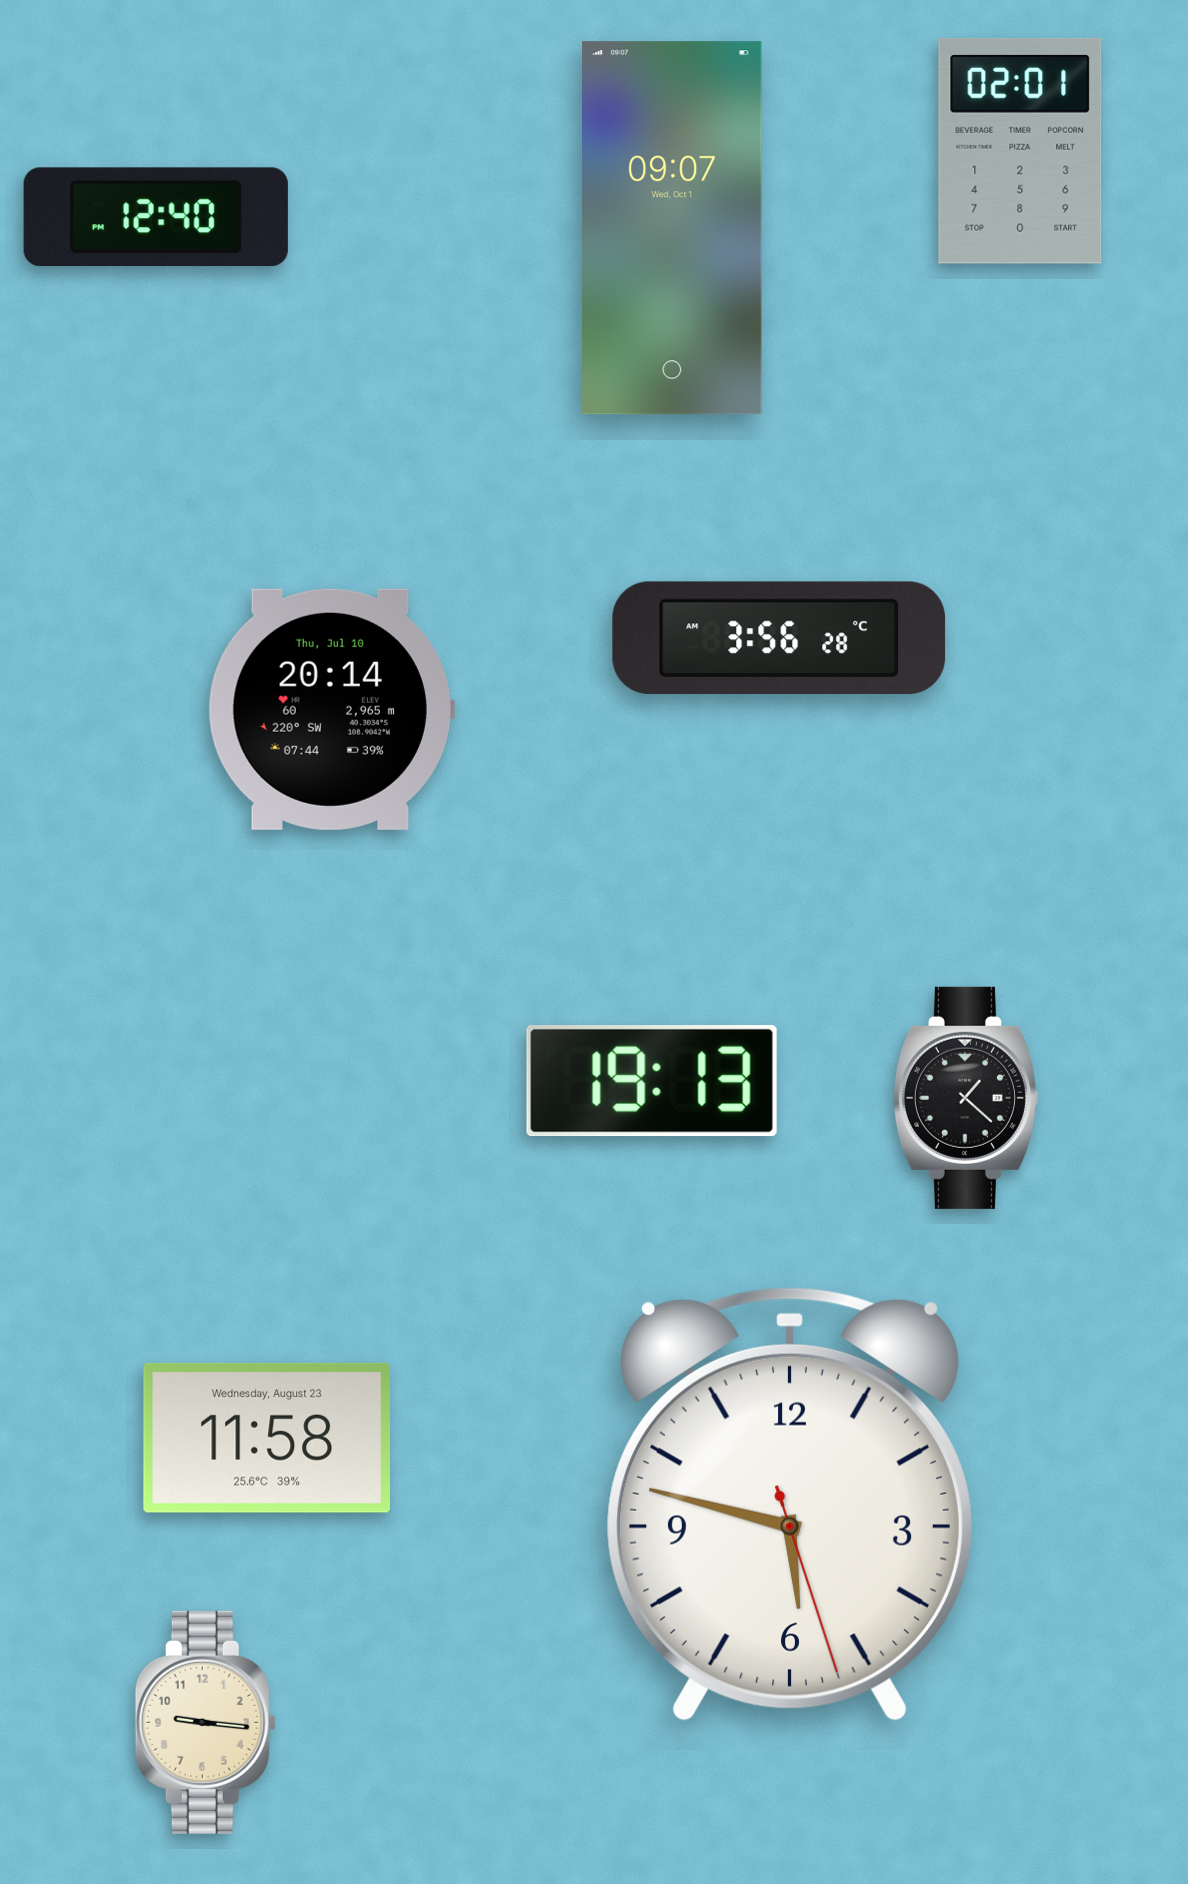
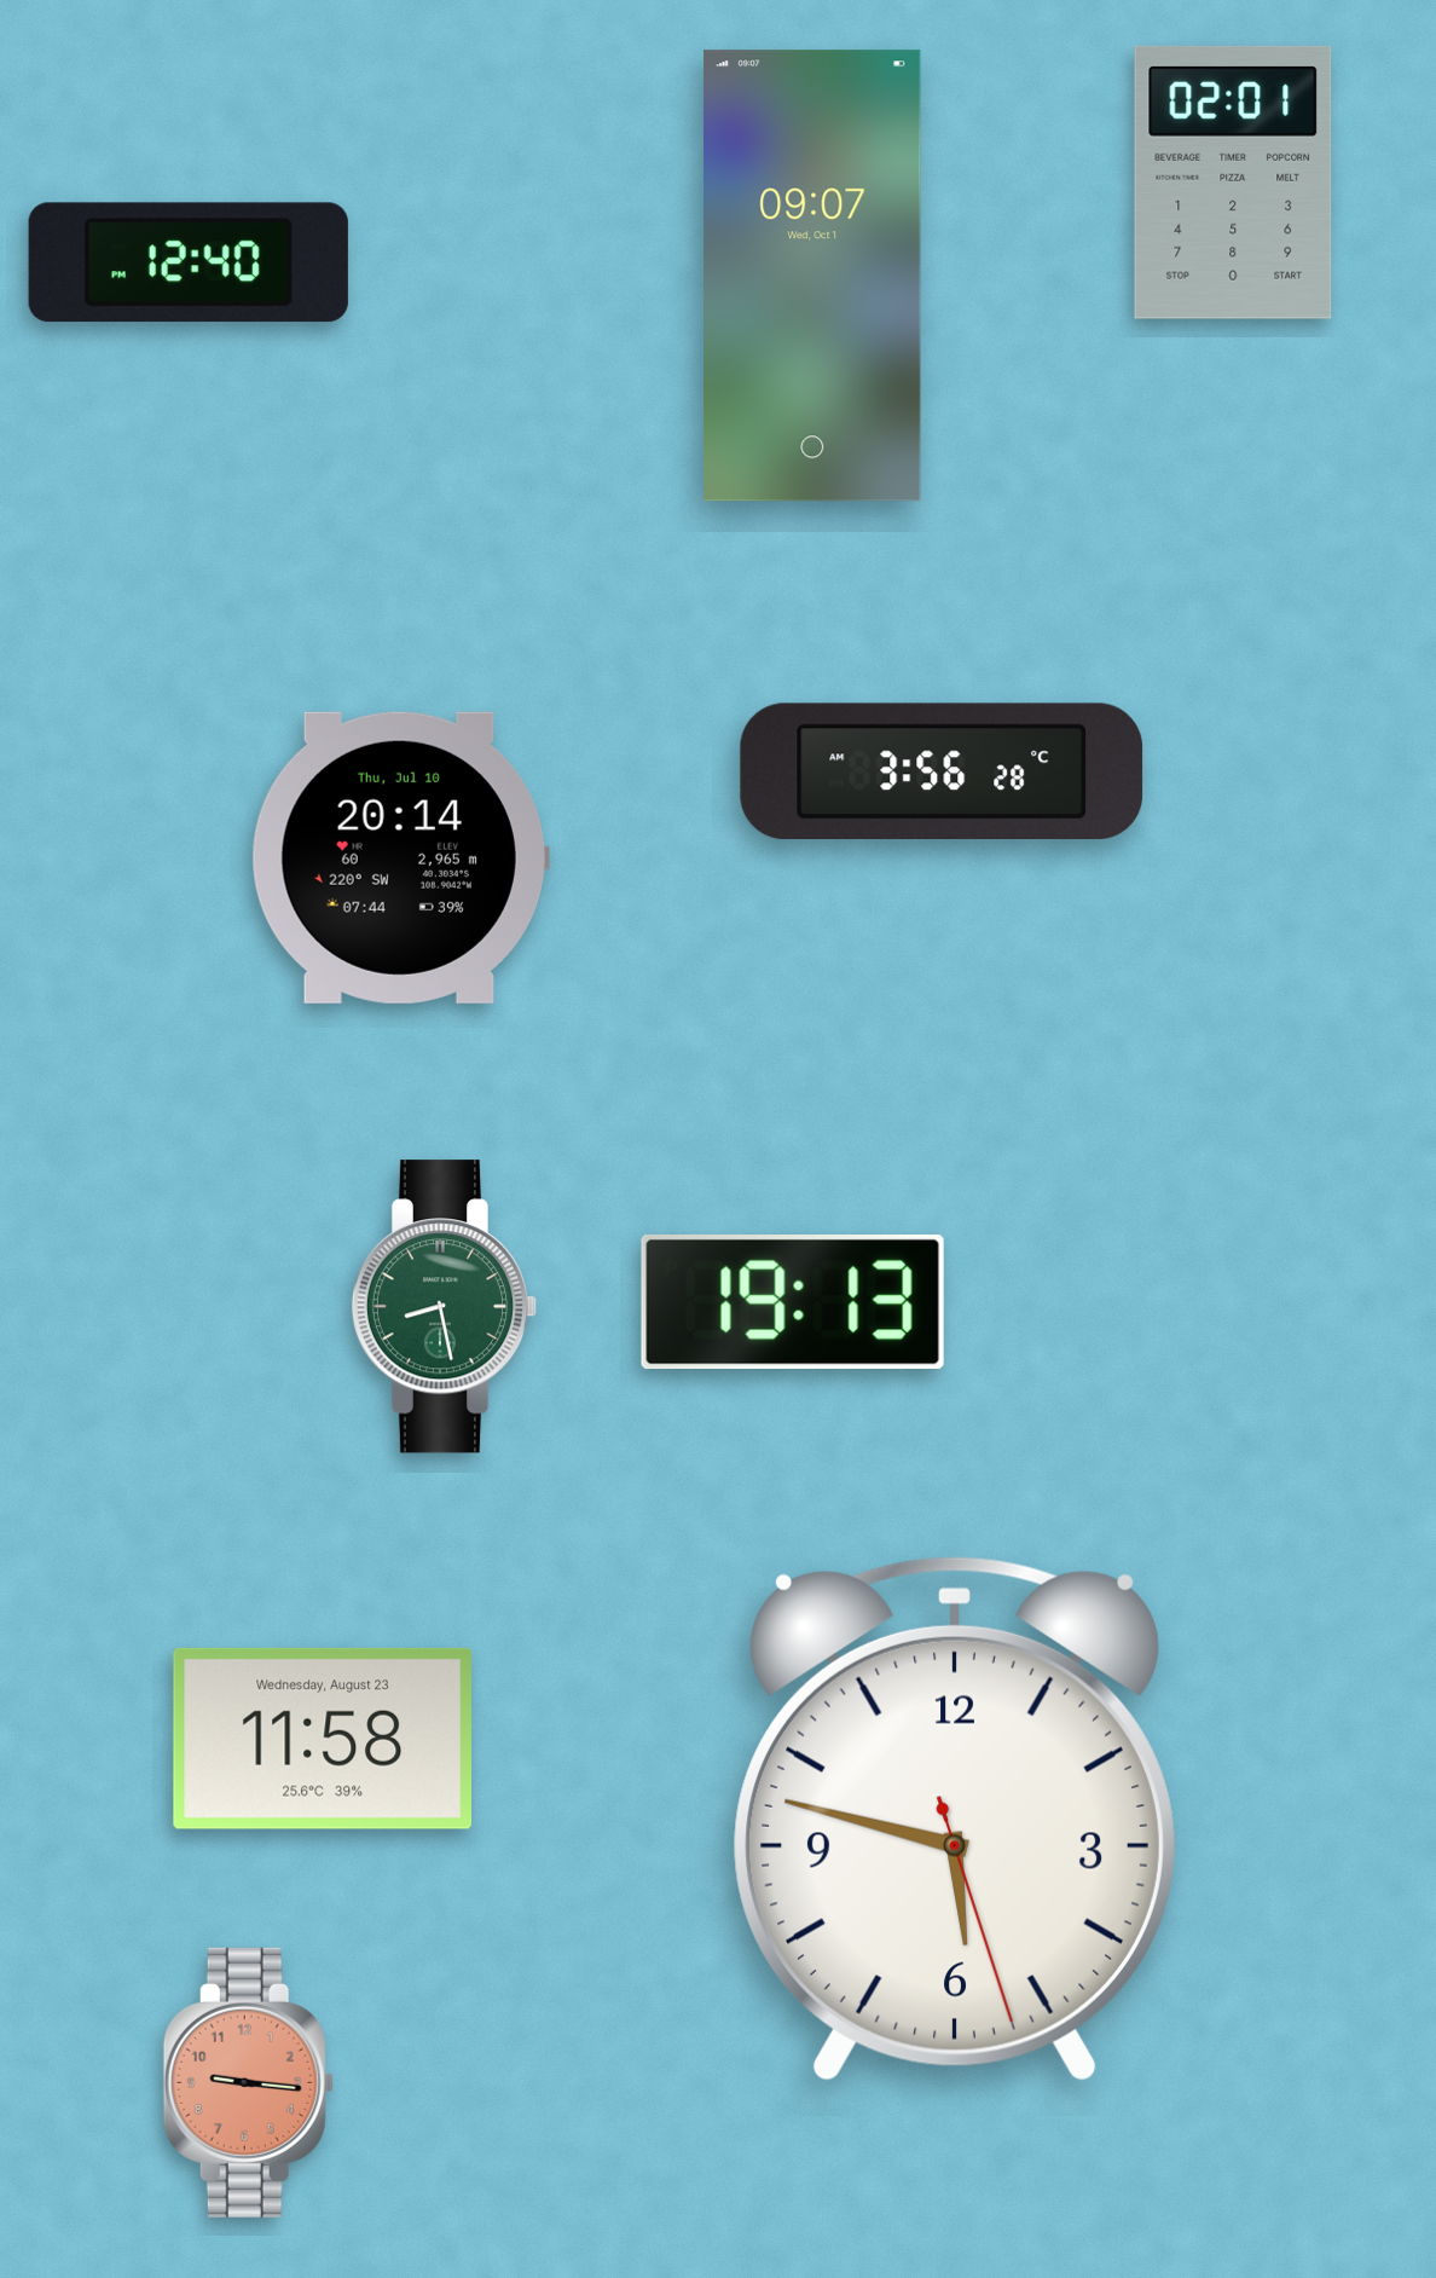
clock at (445, 1307): none -> 8:28
clock at (652, 1081) position: (652, 1081) -> (793, 1302)
clock at (965, 1098): 1:22 -> none
clock at (205, 1722) dial: cream -> salmon
